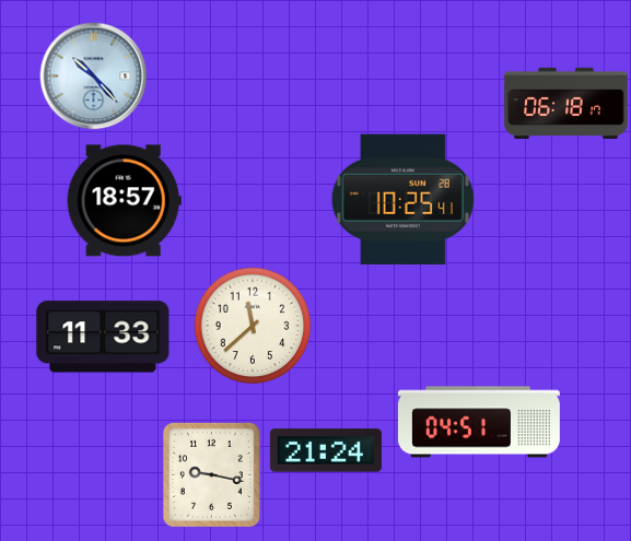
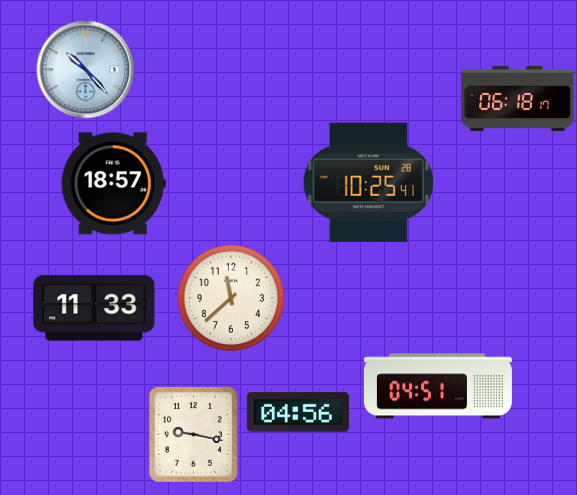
clock at (566, 103) position: (566, 103) -> (518, 98)
clock at (326, 450): 21:24 -> 04:56
